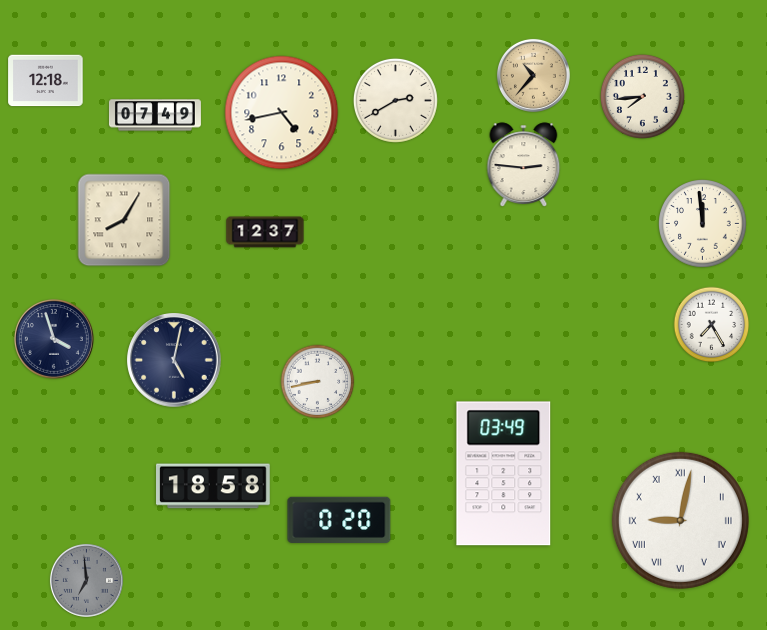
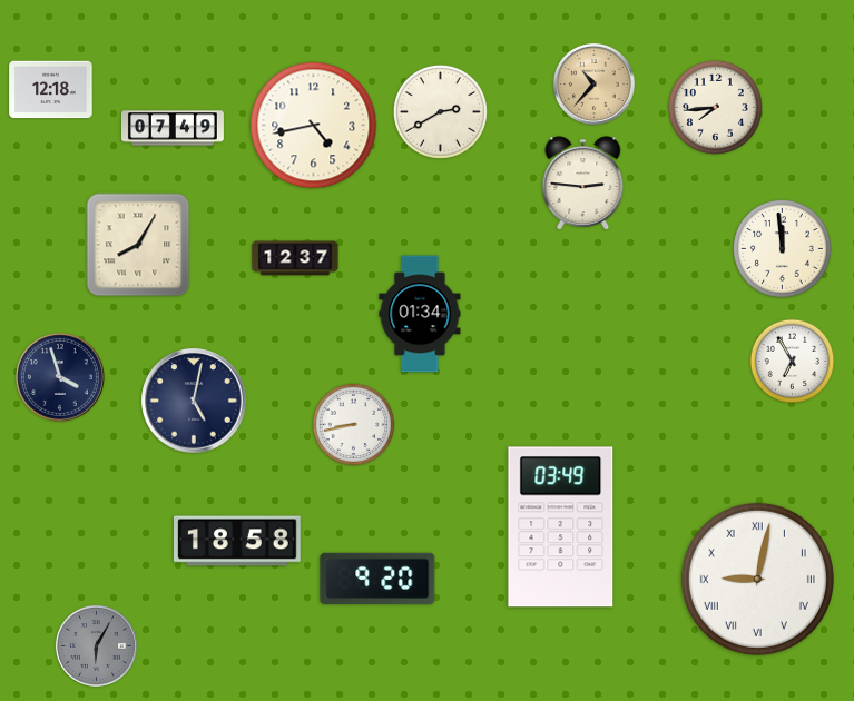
clock at (420, 314): none -> 01:34
clock at (712, 325): 7:25 -> 6:55
clock at (339, 520): 0:20 -> 9:20
clock at (86, 580): 6:59 -> 6:05
